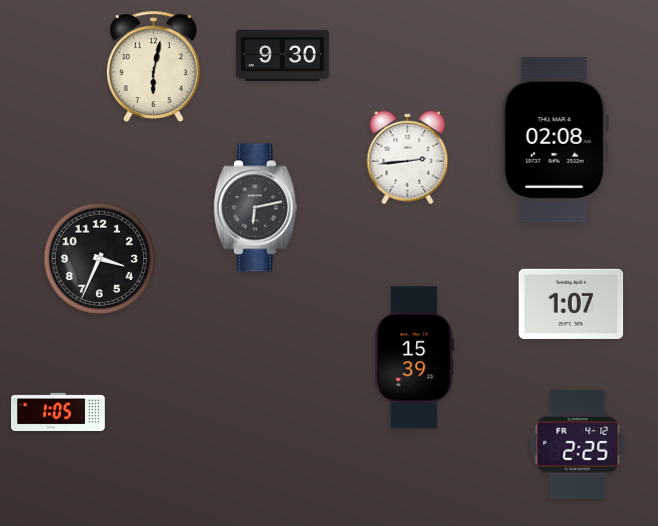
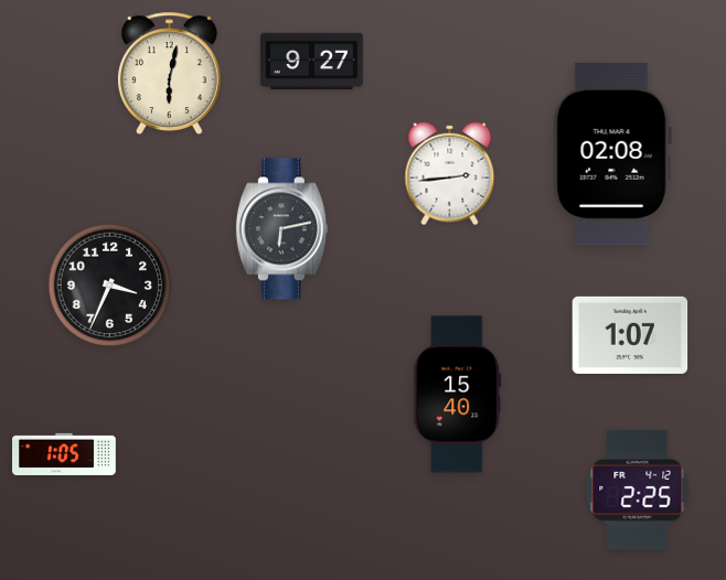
clock at (282, 56): 9:30 -> 9:27
clock at (415, 358): 15:39 -> 15:40
